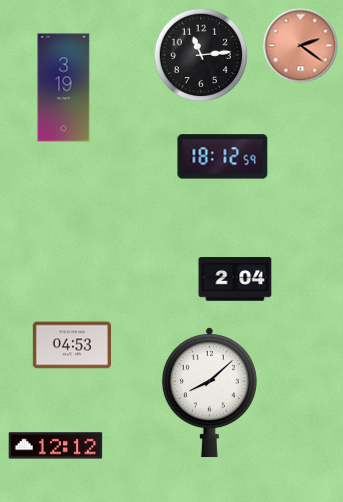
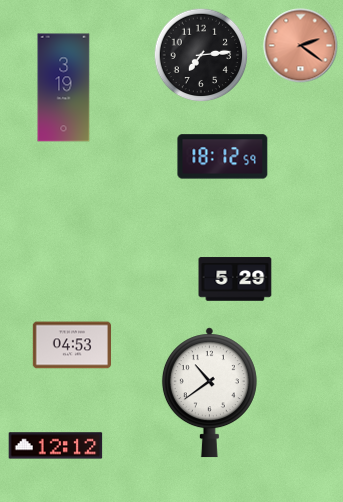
clock at (201, 55): 11:14 -> 7:14
clock at (235, 279): 2:04 -> 5:29
clock at (209, 393): 8:08 -> 10:39
